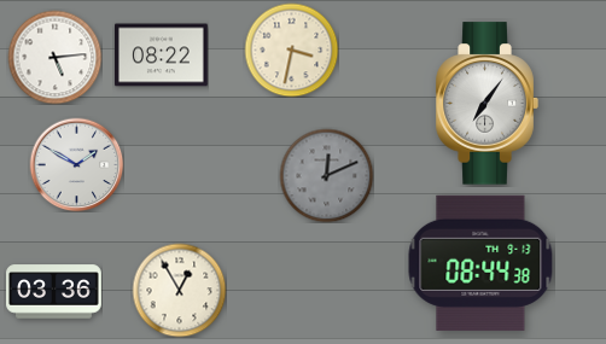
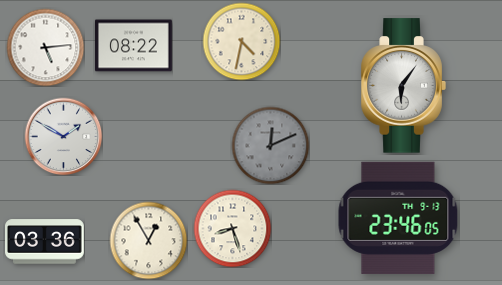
clock at (291, 49): 3:32 -> 4:32
clock at (486, 104): 7:06 -> 6:06
clock at (480, 263): 08:44 -> 23:46
clock at (232, 228): none -> 8:27
